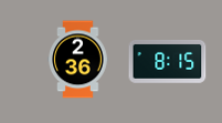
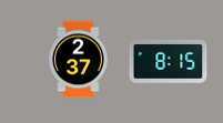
clock at (78, 60): 2:36 -> 2:37
